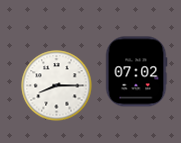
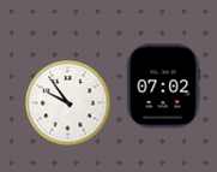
clock at (57, 86): 8:15 -> 9:54
